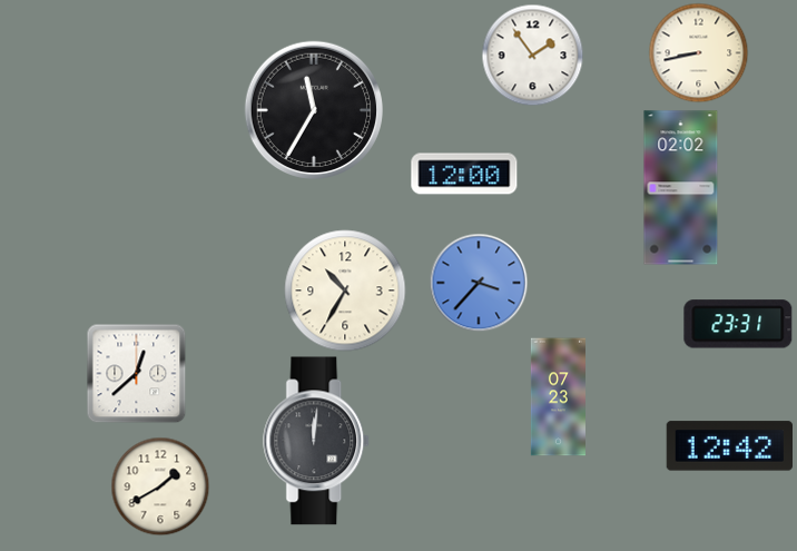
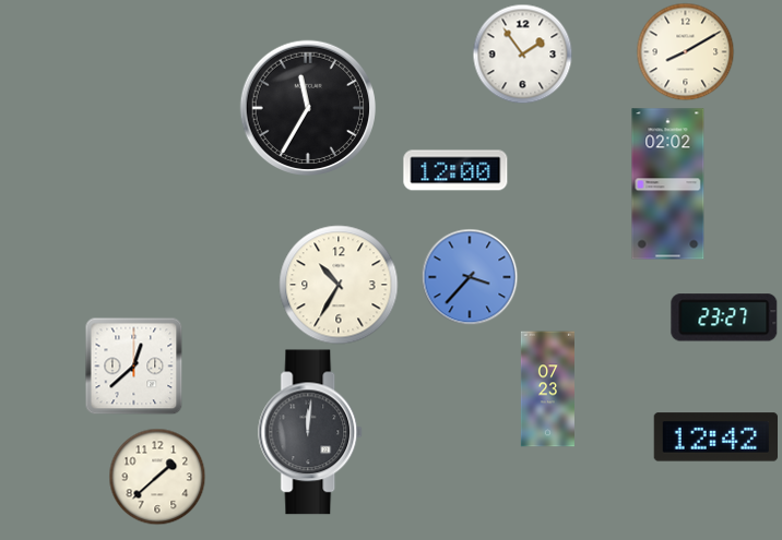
clock at (698, 52): 8:43 -> 8:10
clock at (738, 324): 23:31 -> 23:27
clock at (160, 486): 1:40 -> 1:38
